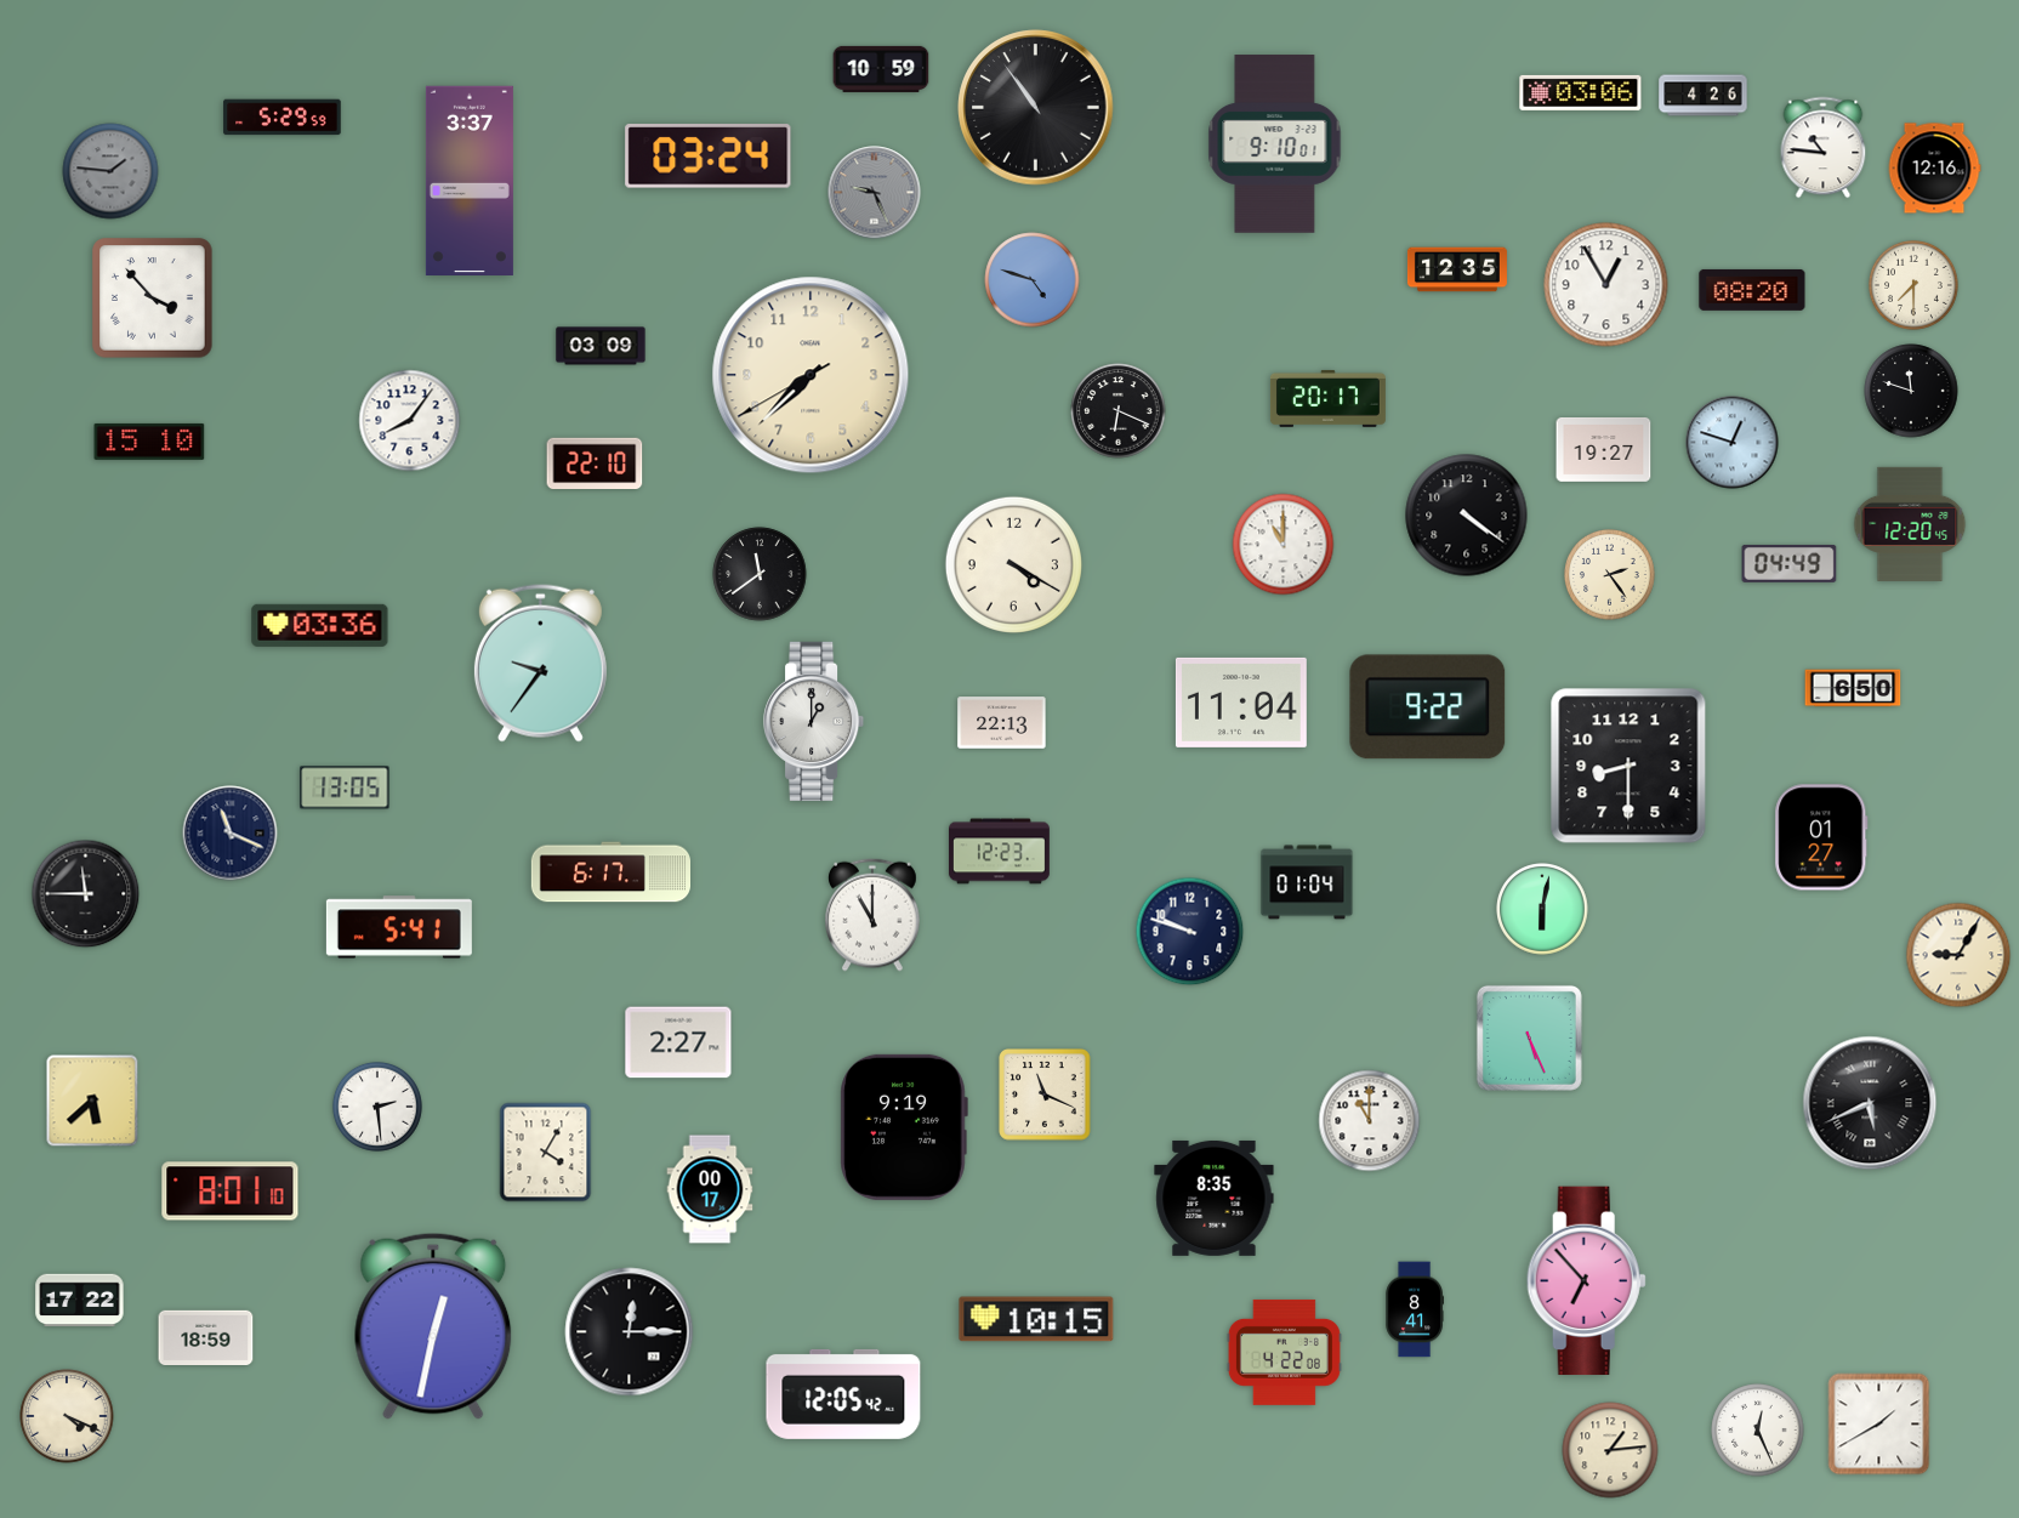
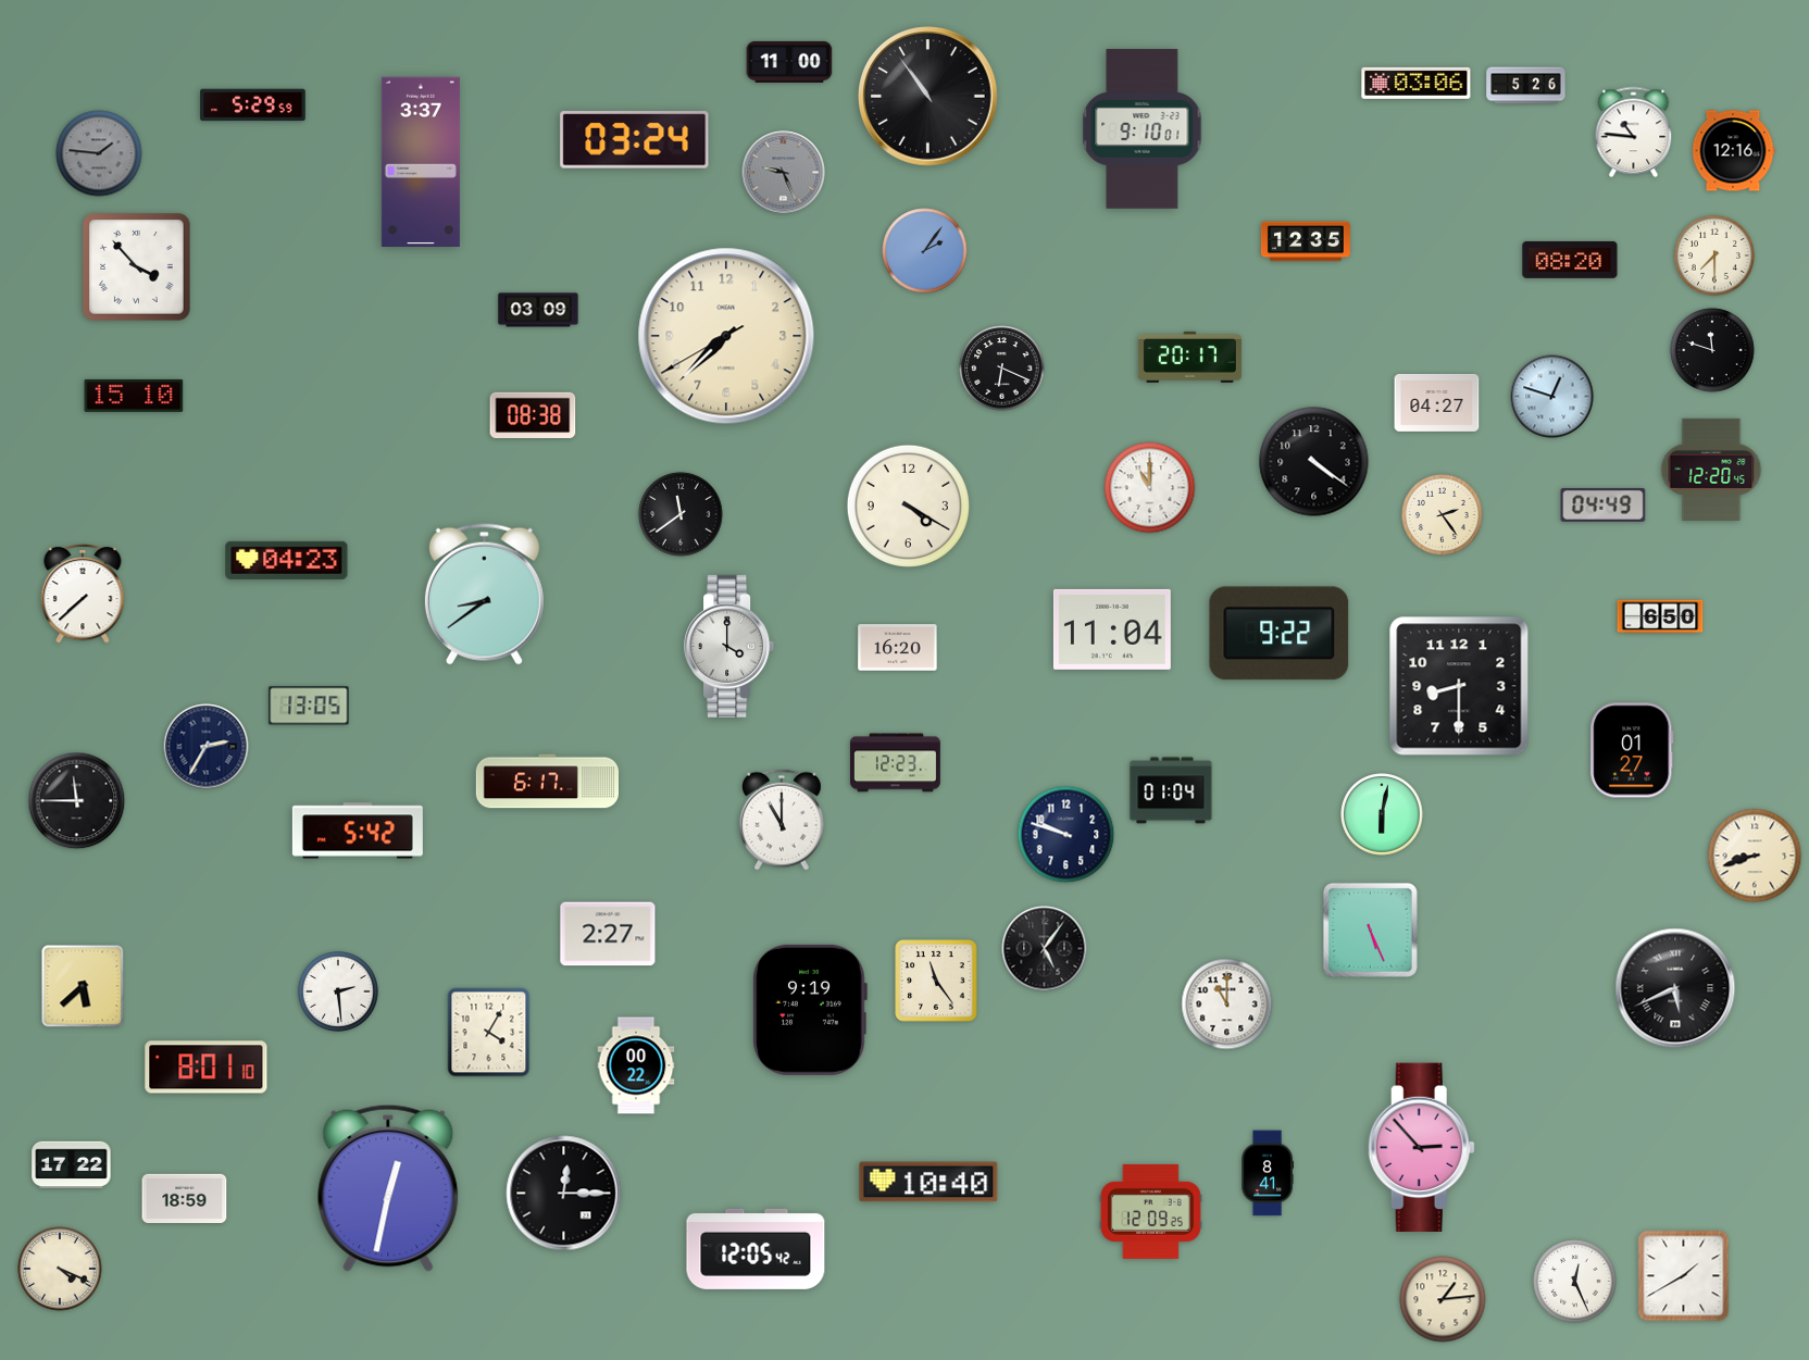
clock at (881, 69): 10:59 -> 11:00
clock at (1704, 96): 4:26 -> 5:26
clock at (1033, 280): 4:48 -> 2:06
clock at (1606, 285): 12:55 -> none
clock at (410, 421): 8:06 -> none
clock at (1604, 449): 19:27 -> 04:27
clock at (595, 464): 22:10 -> 08:38
clock at (320, 625): 03:36 -> 04:23
clock at (83, 594): none -> 7:38
clock at (540, 663): 9:36 -> 8:39
clock at (814, 721): 1:00 -> 4:00
clock at (1002, 723): 22:13 -> 16:20
clock at (231, 834): 11:19 -> 2:35
clock at (399, 927): 5:41 -> 5:42
clock at (1958, 955): 9:05 -> 8:42
clock at (1045, 949): none -> 5:06
clock at (1045, 1095): 11:19 -> 11:24
clock at (710, 1189): 00:17 -> 00:22
clock at (1215, 1198): 8:35 -> none
clock at (1586, 1281): 6:53 -> 2:53
clock at (1036, 1319): 10:15 -> 10:40
clock at (1284, 1352): 4:22 -> 12:09
